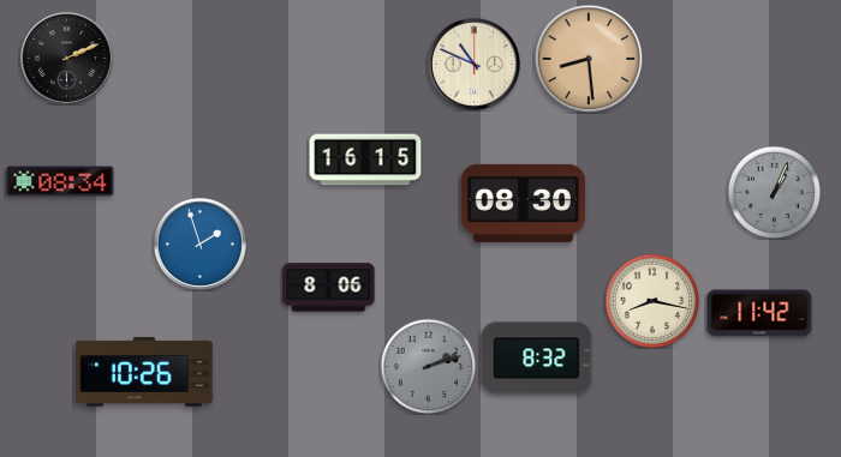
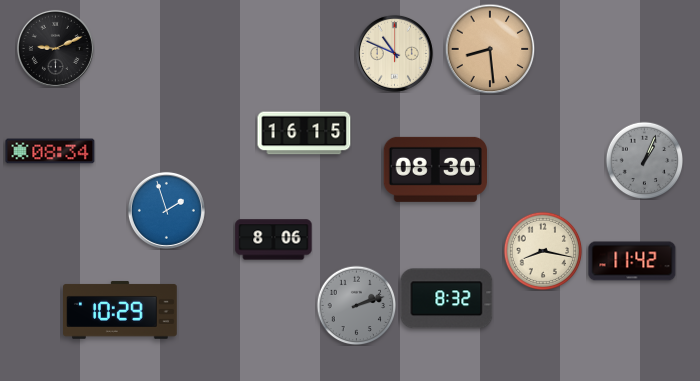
clock at (66, 58): 2:11 -> 9:11
clock at (199, 243) position: (199, 243) -> (166, 210)
clock at (145, 372): 10:26 -> 10:29
